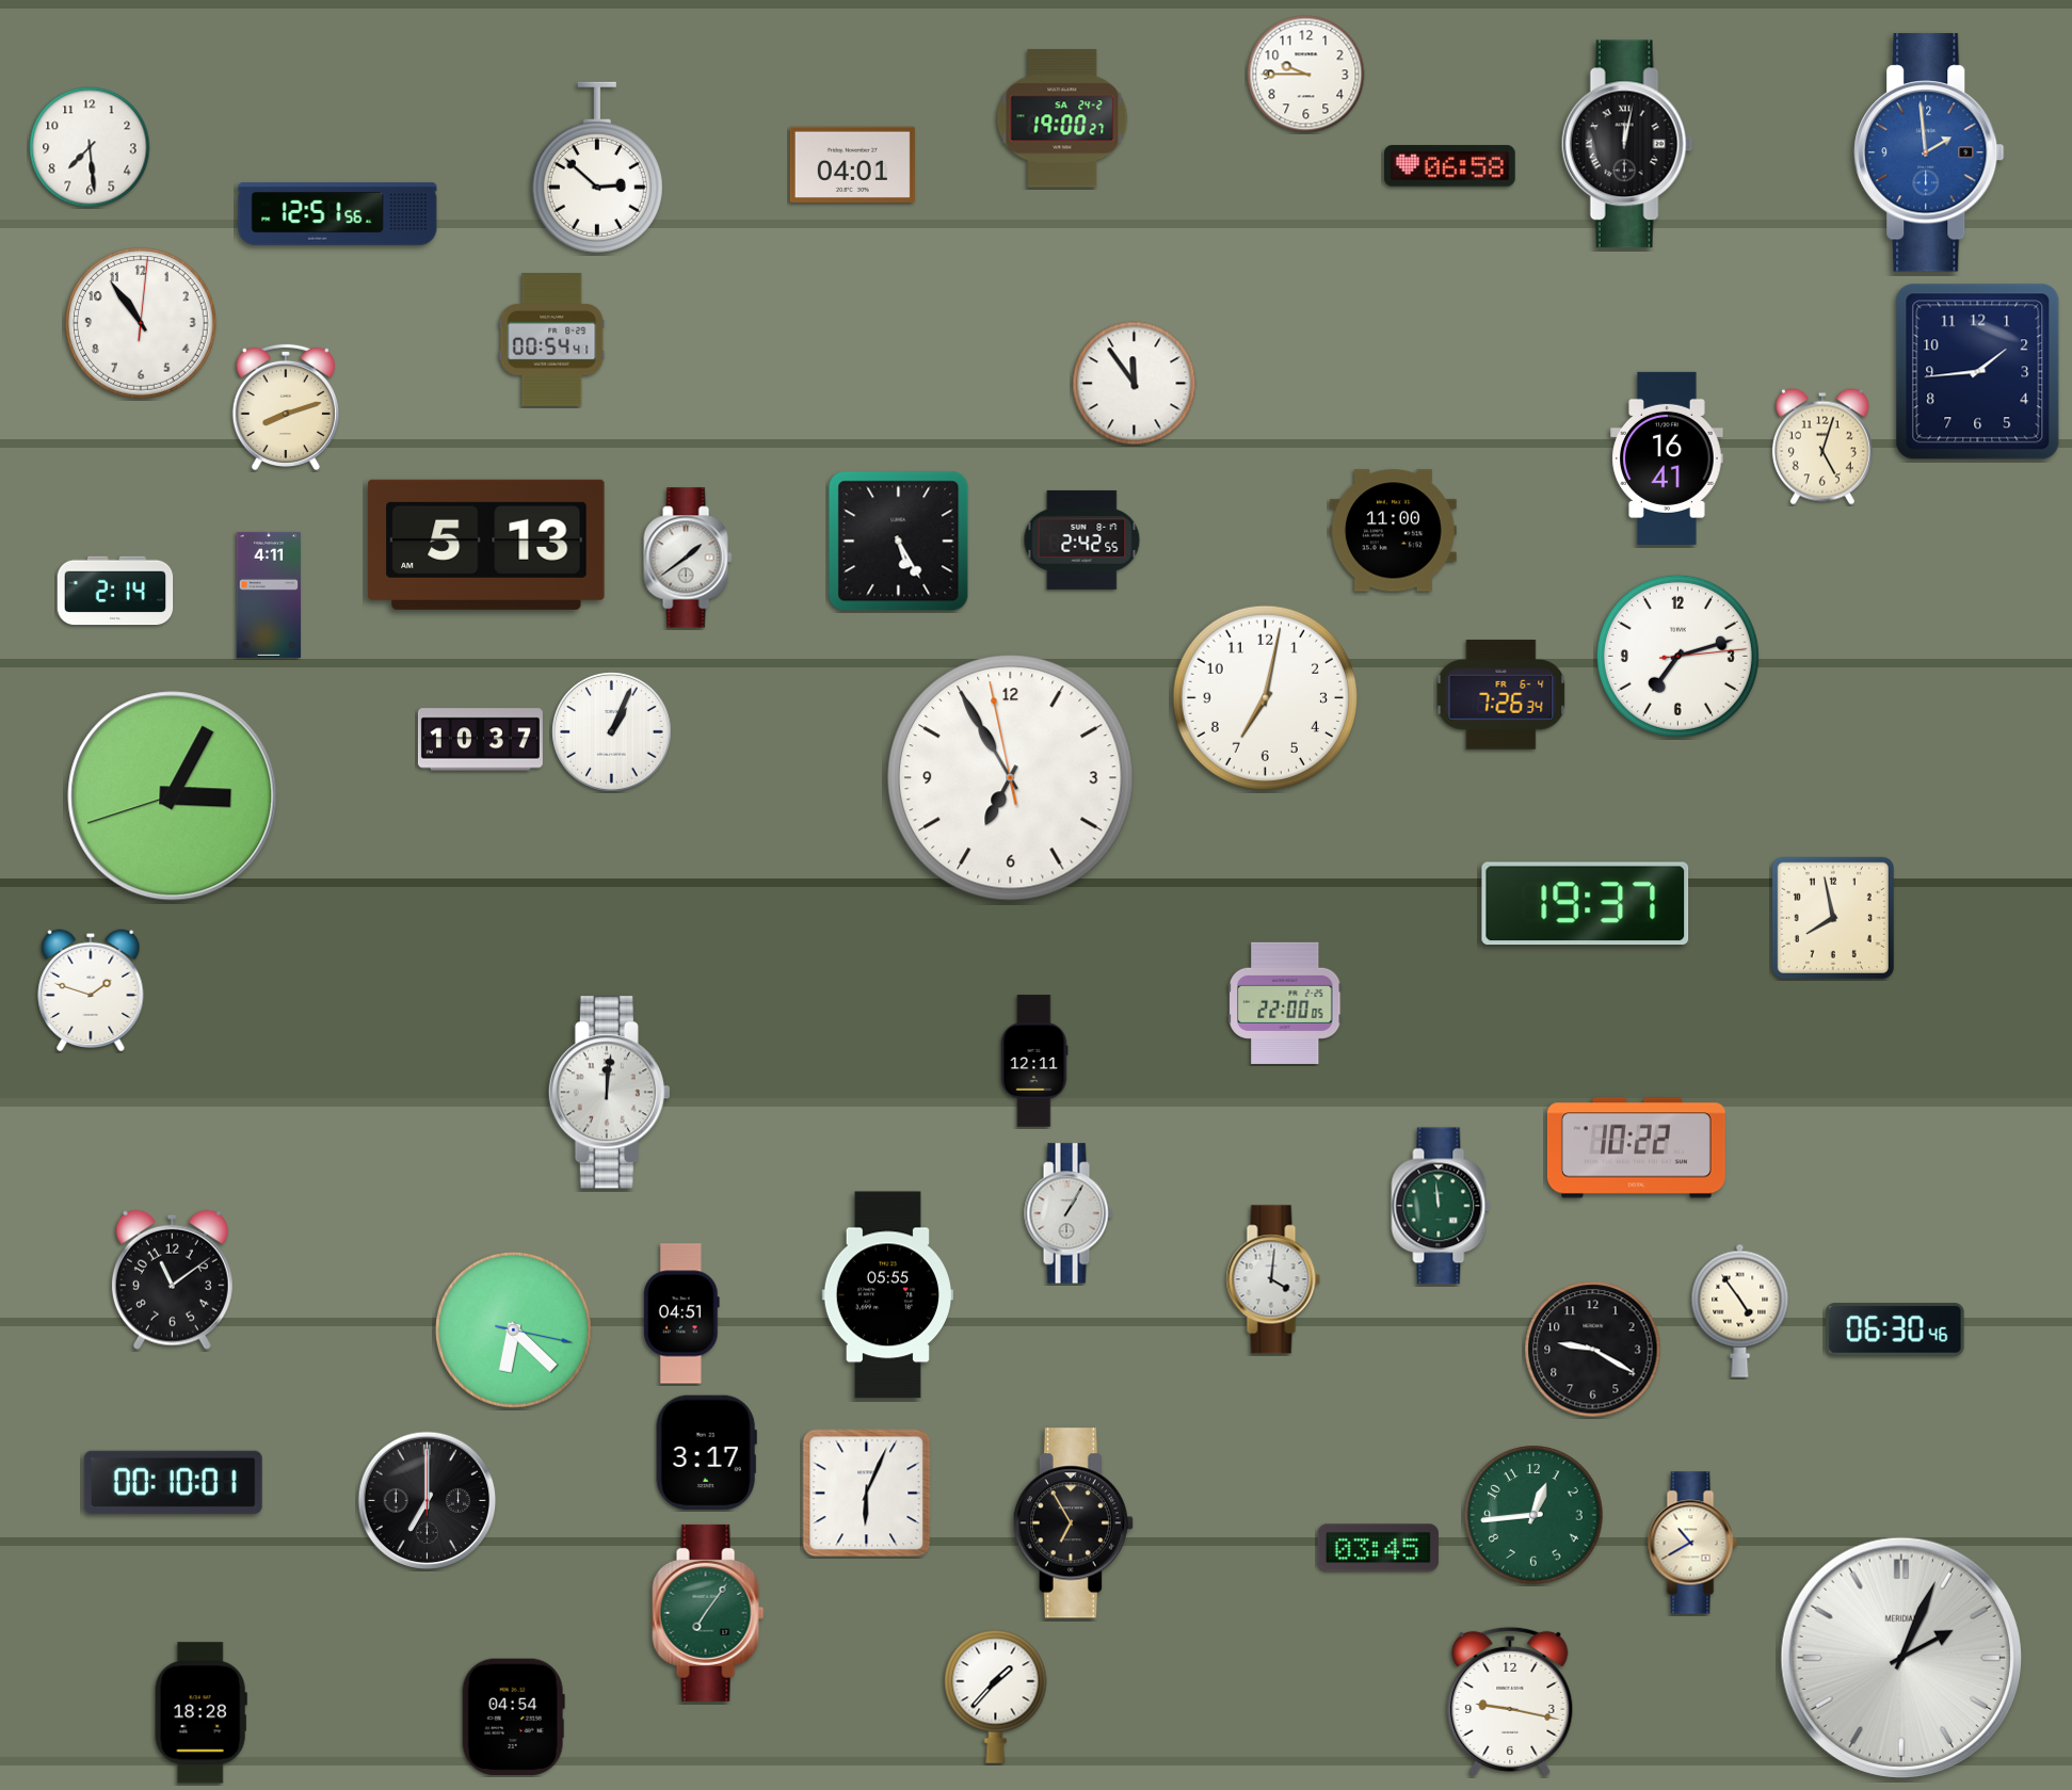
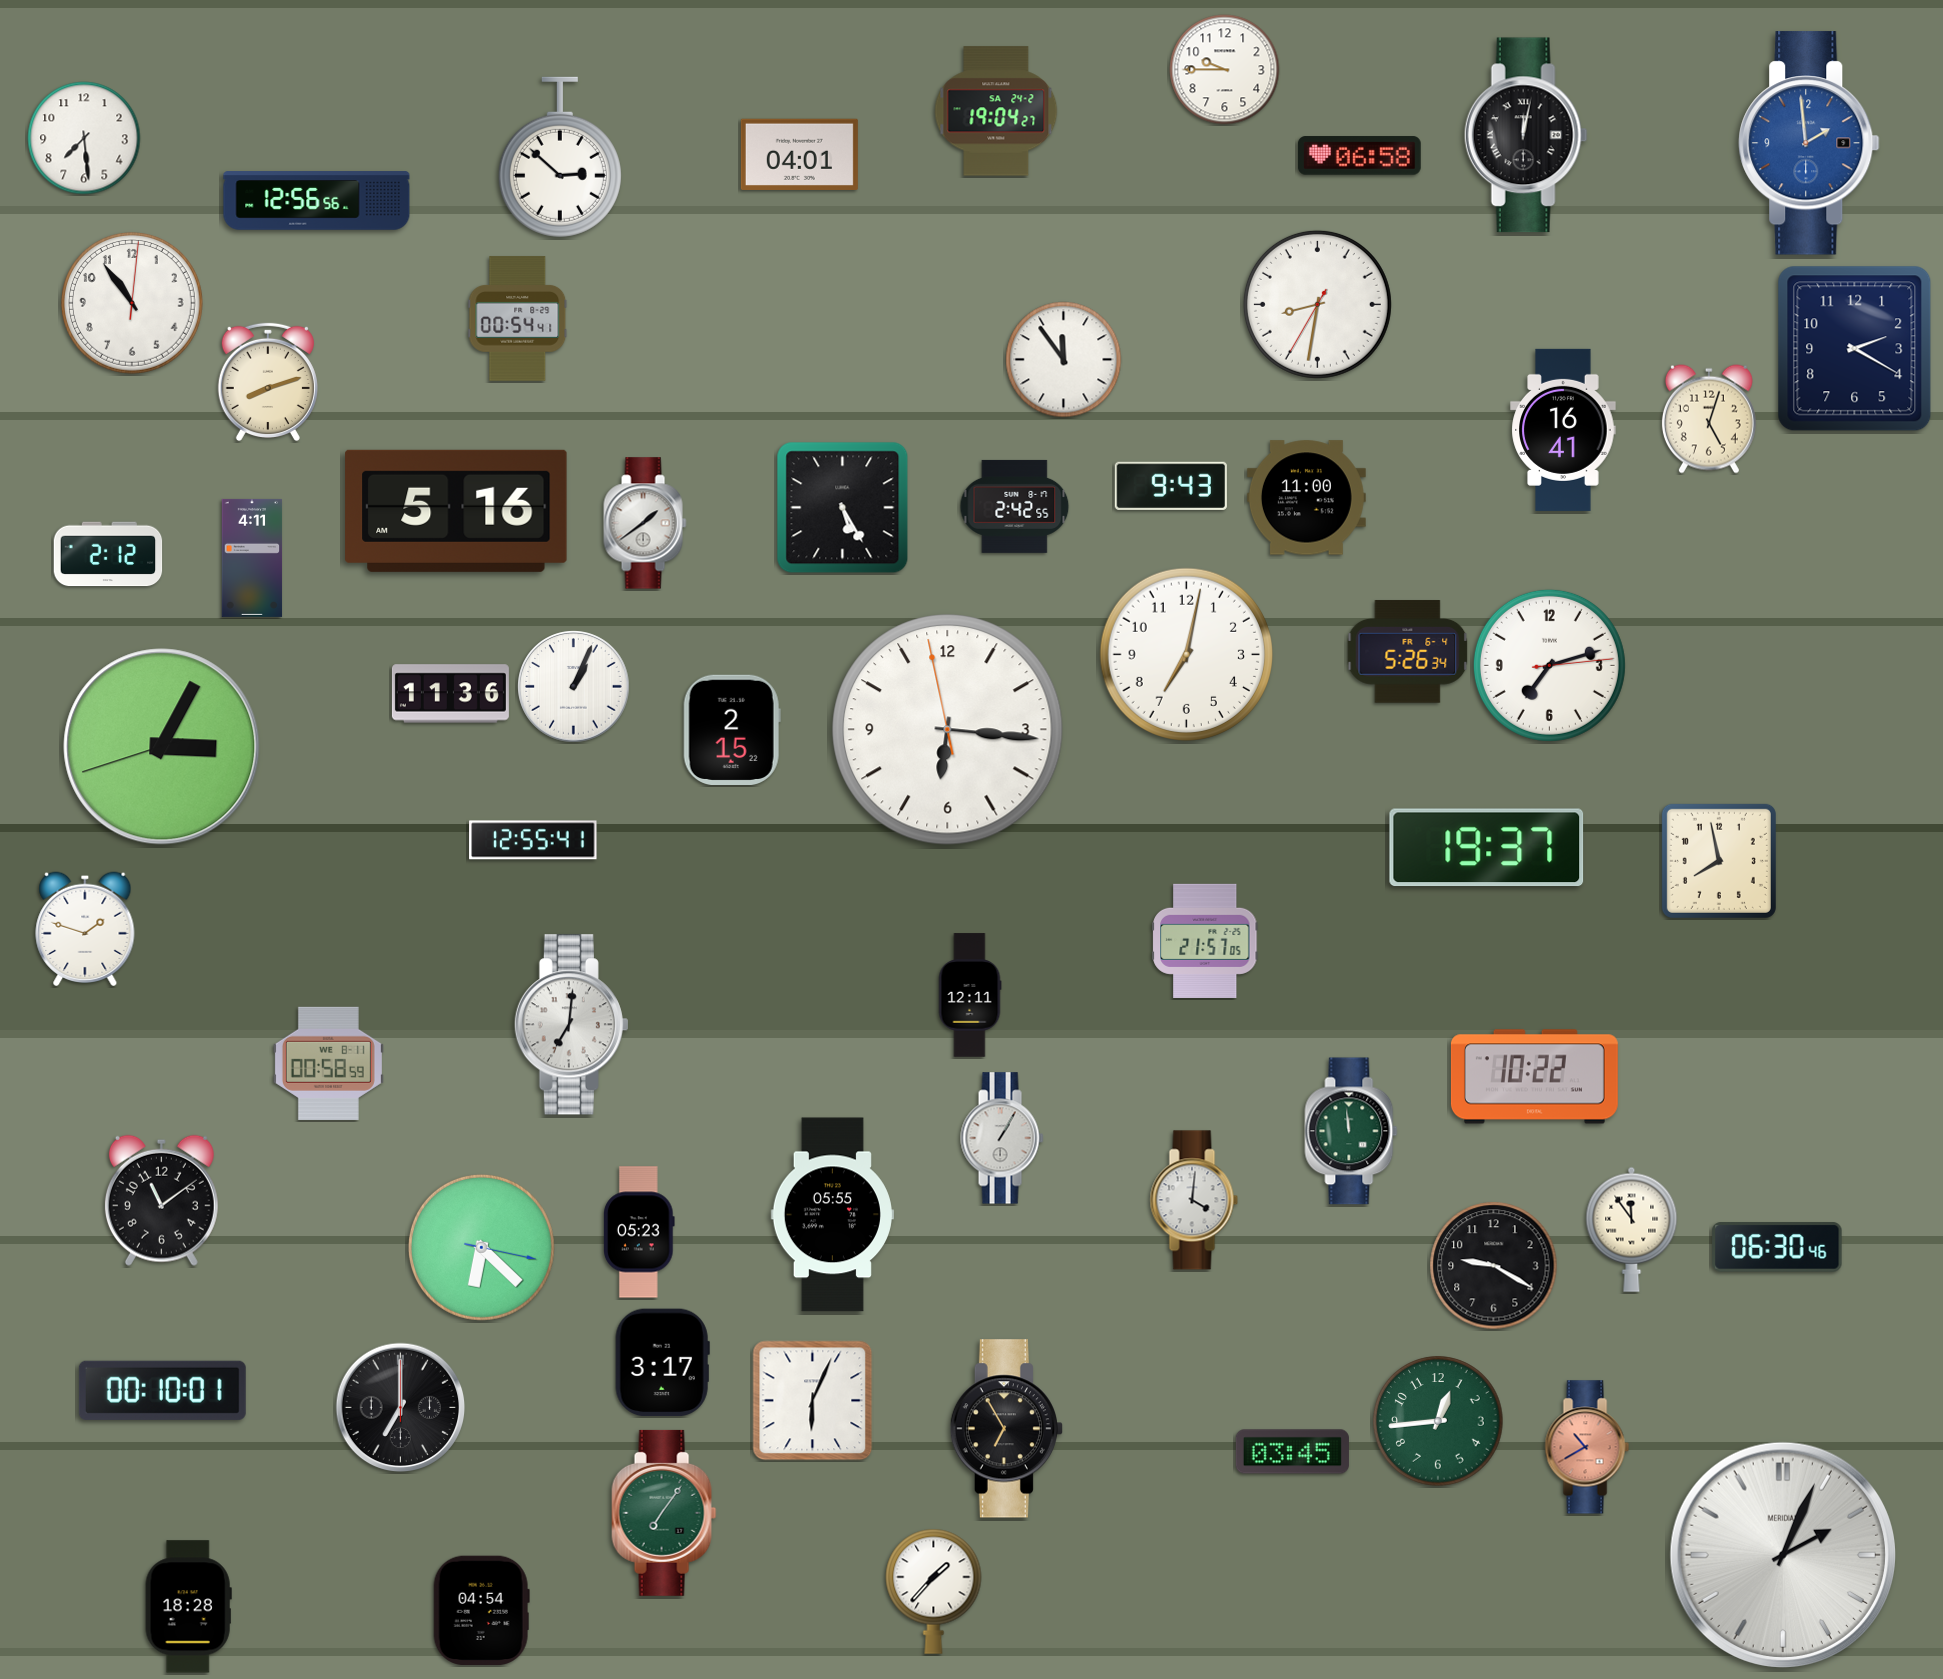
clock at (1062, 118): 19:00 -> 19:04
clock at (338, 214): 12:51 -> 12:56
clock at (1317, 304): none -> 8:31
clock at (1978, 372): 1:44 -> 2:20
clock at (1171, 486): none -> 9:43
clock at (486, 545): 5:13 -> 5:16
clock at (115, 591): 2:14 -> 2:12
clock at (1677, 656) position: (1677, 656) -> (1549, 665)
clock at (1501, 695): 7:26 -> 5:26
clock at (480, 740): 10:37 -> 11:36
clock at (732, 729): none -> 2:15
clock at (1011, 778): 6:54 -> 6:15
clock at (533, 840): none -> 12:55
clock at (1285, 1003): 22:00 -> 21:57
clock at (609, 1093): 12:01 -> 7:01
clock at (328, 1063): none -> 00:58
clock at (1740, 1310): 4:54 -> 11:54
clock at (682, 1313): 04:51 -> 05:23
clock at (1692, 1543) dial: cream -> salmon
clock at (1510, 1702): 9:17 -> none
